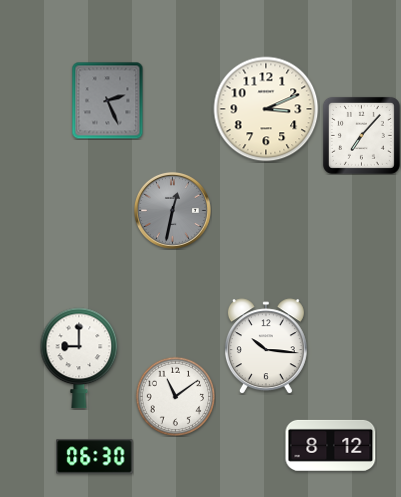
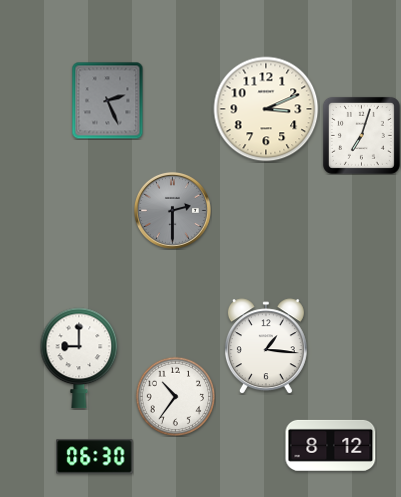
clock at (361, 135): 7:07 -> 7:03
clock at (172, 210): 12:32 -> 2:30
clock at (266, 346): 10:16 -> 1:16
clock at (175, 396): 11:09 -> 10:36
